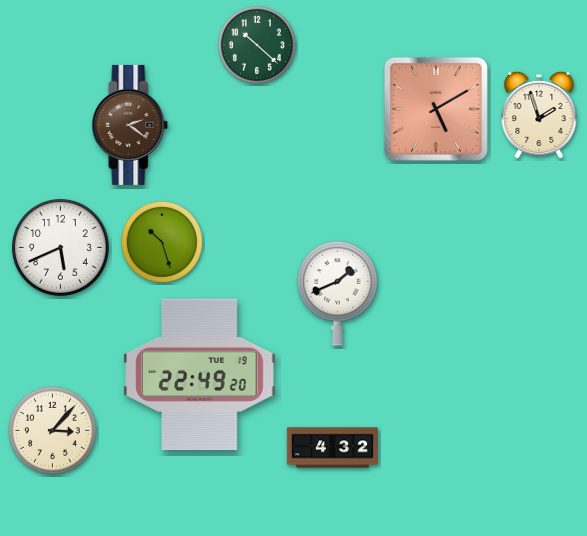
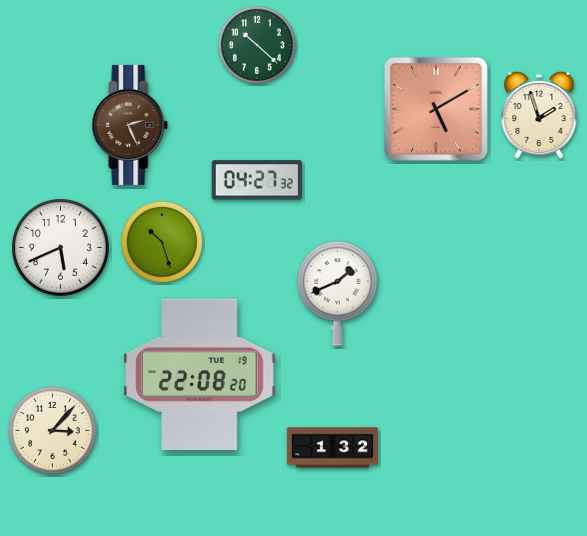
clock at (130, 125): 2:21 -> 2:26
clock at (257, 180): none -> 04:27
clock at (200, 374): 22:49 -> 22:08
clock at (332, 448): 4:32 -> 1:32
